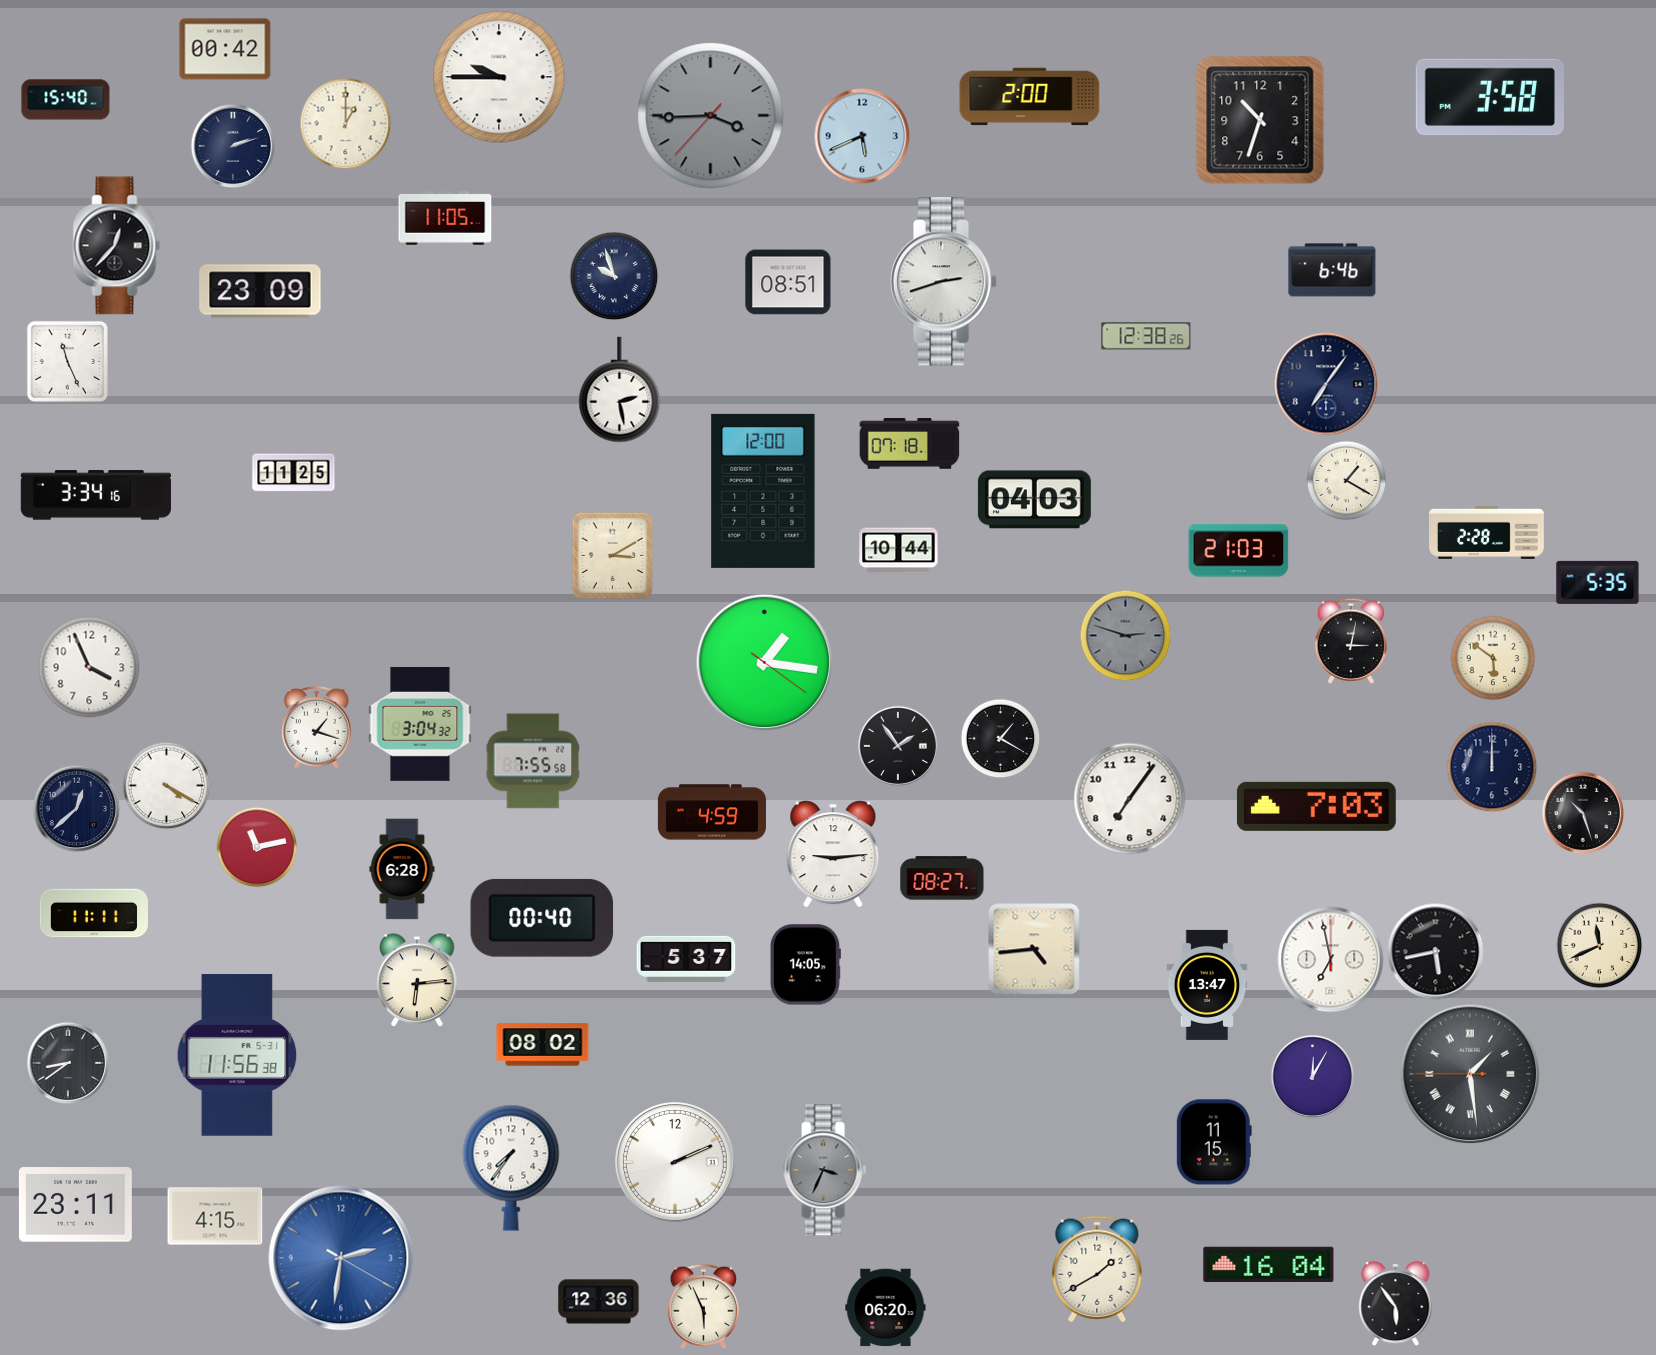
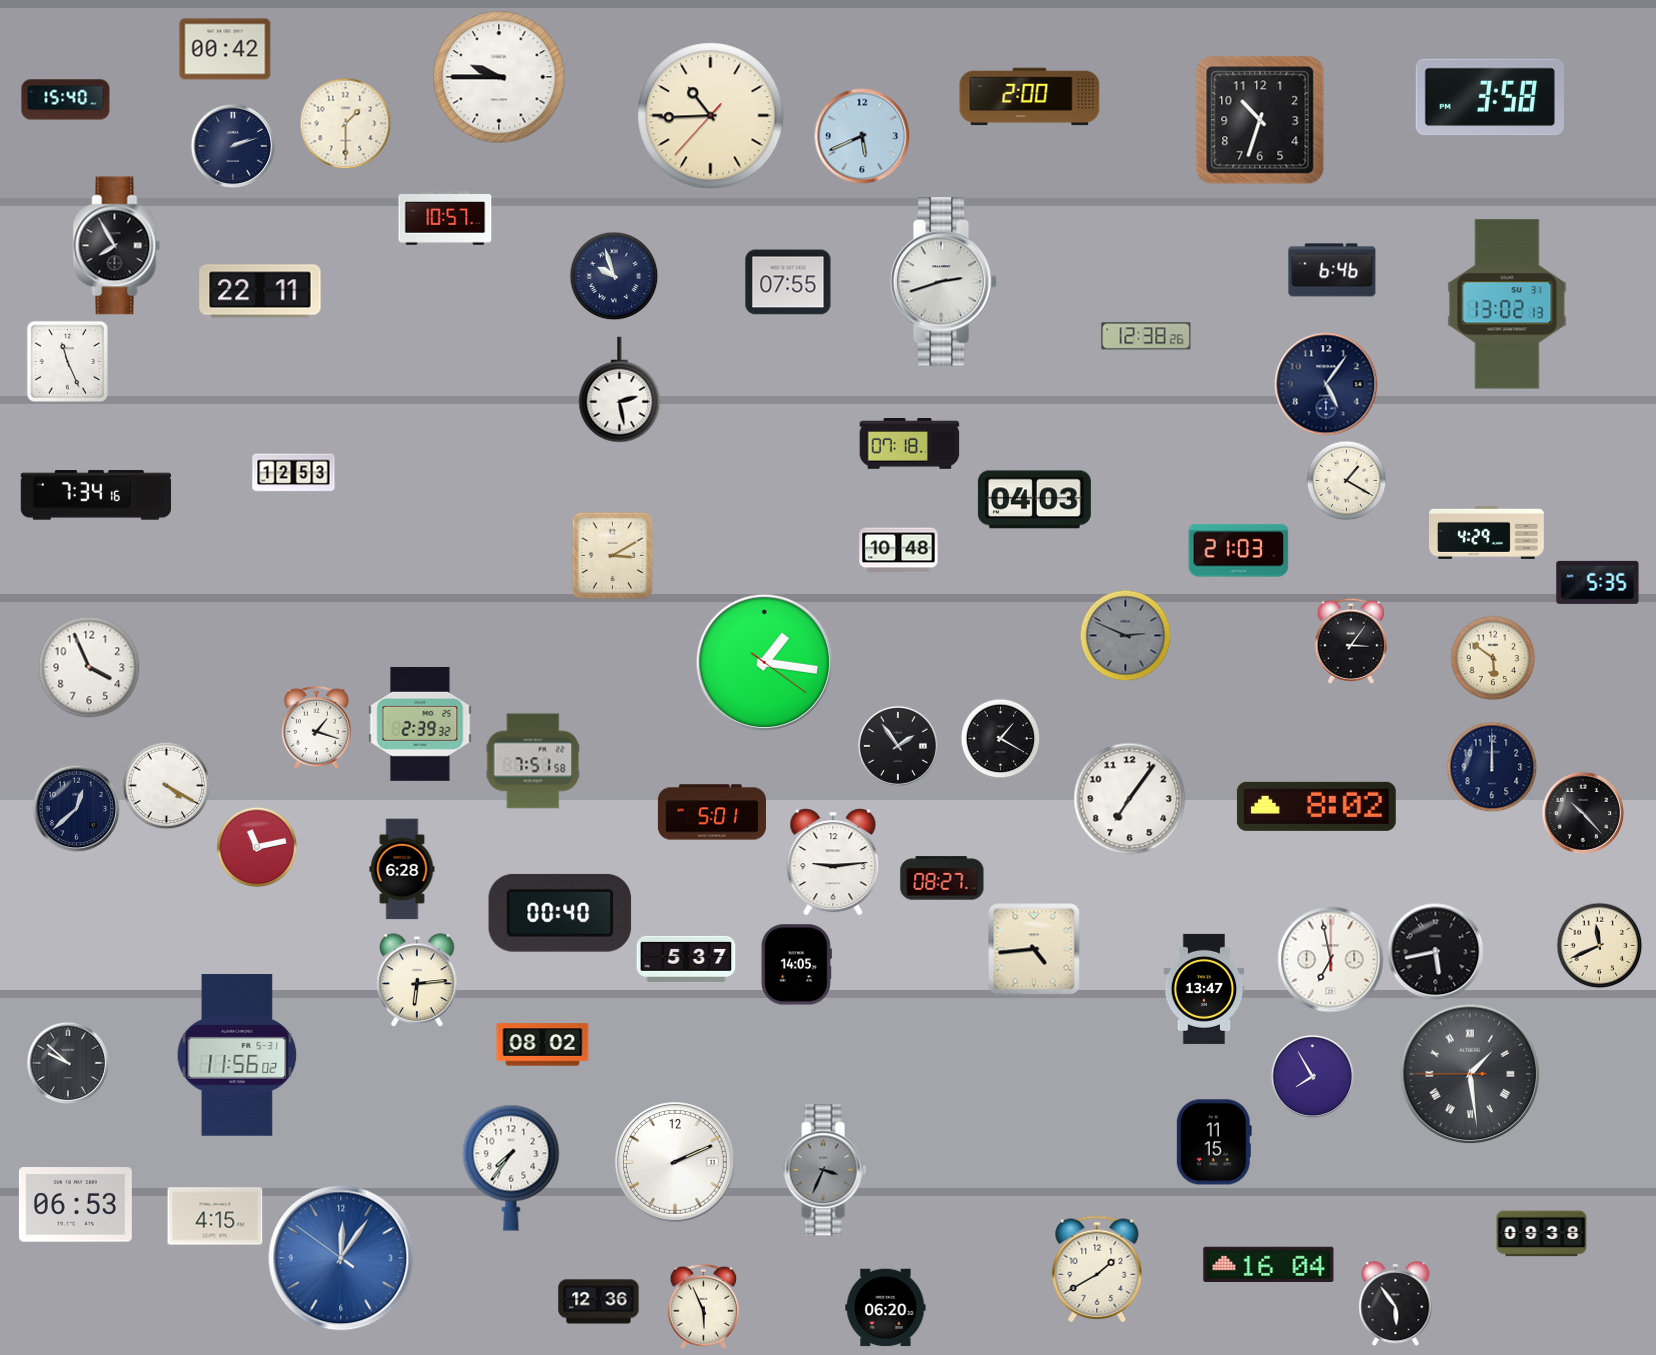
clock at (711, 116): 3:44 -> 10:44
clock at (711, 116) dial: grey -> cream
clock at (345, 123): 1:00 -> 1:30
clock at (445, 218): 11:05 -> 10:57
clock at (117, 246): 12:37 -> 7:55
clock at (788, 282): 08:51 -> 07:55
clock at (260, 291): 23:09 -> 22:11
clock at (1507, 304): none -> 13:02
clock at (1326, 384): 7:06 -> 5:06
clock at (294, 473): 11:25 -> 12:53
clock at (763, 491): 12:00 -> none
clock at (95, 495): 3:34 -> 7:34
clock at (1487, 532): 2:28 -> 4:29
clock at (899, 551): 10:44 -> 10:48
clock at (1125, 635): 2:48 -> 2:49
clock at (1351, 641): 3:02 -> 3:06
clock at (420, 724): 3:04 -> 2:39
clock at (533, 761): 7:55 -> 7:51
clock at (1316, 806): 7:03 -> 8:02
clock at (712, 812): 4:59 -> 5:01
clock at (1582, 812): 10:27 -> 10:23
clock at (833, 854) position: (833, 854) -> (833, 862)
clock at (94, 913): 11:11 -> none
clock at (542, 918) position: (542, 918) -> (560, 913)
clock at (805, 965) position: (805, 965) -> (796, 965)
clock at (1207, 985) position: (1207, 985) -> (1204, 989)
clock at (237, 1055): 11:56:38 -> 11:56:02
clock at (67, 1062): 8:39 -> 9:52
clock at (1312, 1076): 12:05 -> 7:55
clock at (75, 1205): 23:11 -> 06:53
clock at (1542, 1234): none -> 09:38
clock at (341, 1258): 2:31 -> 12:05
